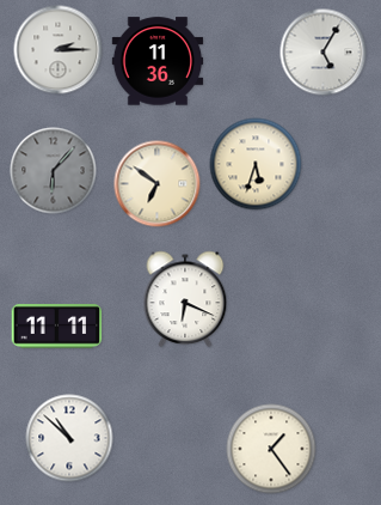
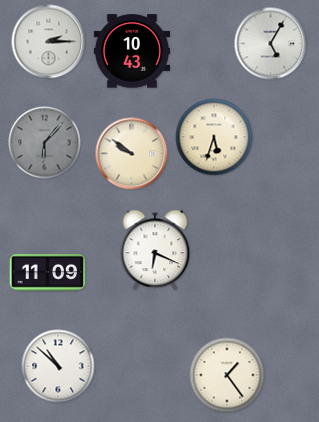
clock at (158, 61): 11:36 -> 10:43
clock at (158, 184): 6:51 -> 9:51
clock at (57, 327): 11:11 -> 11:09
